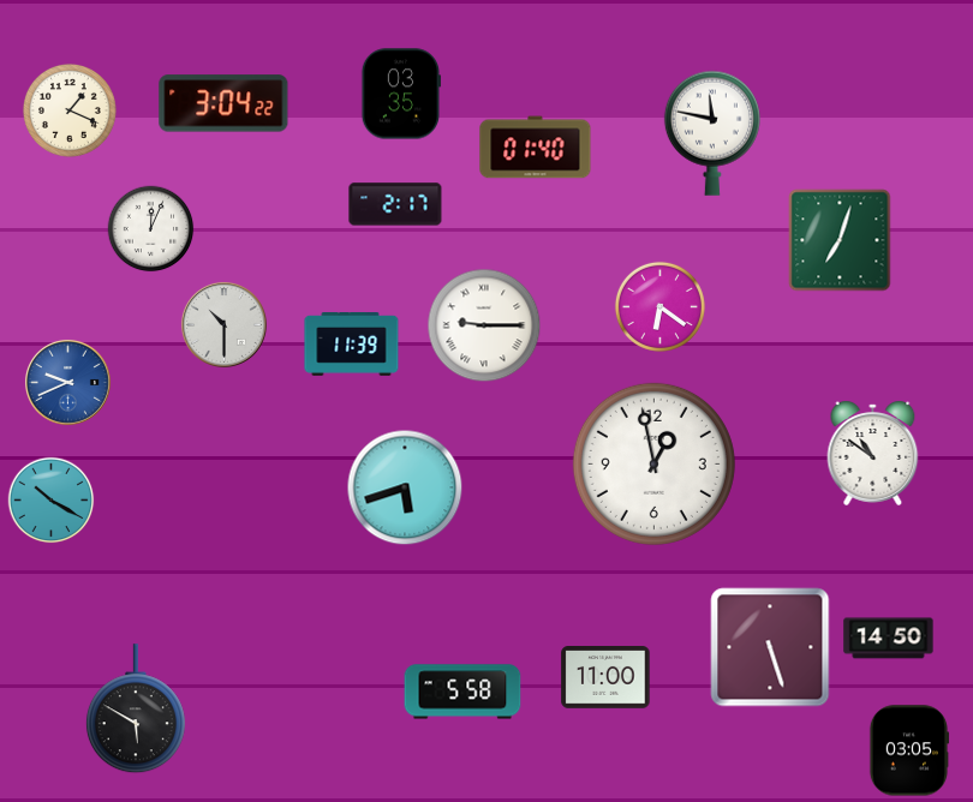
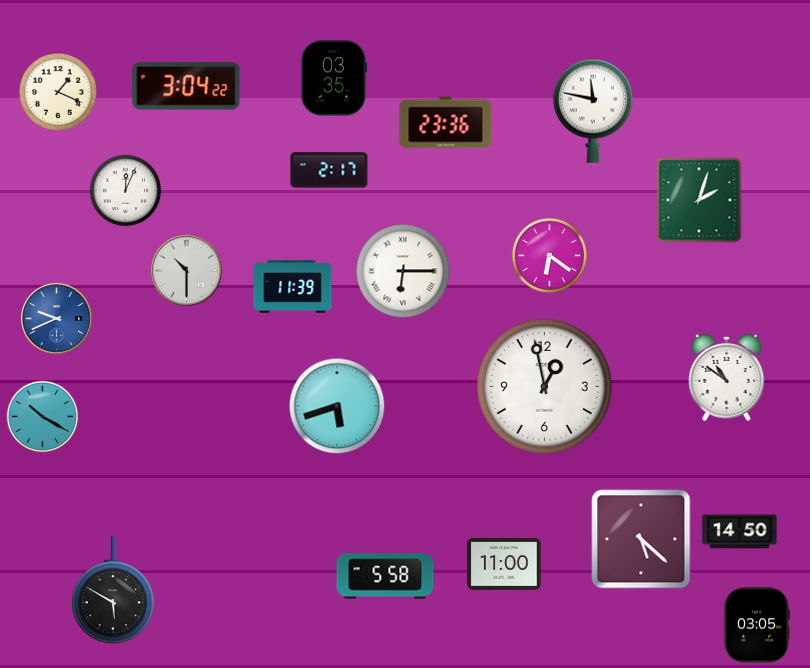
clock at (536, 148): 01:40 -> 23:36
clock at (840, 240): 7:03 -> 2:03
clock at (484, 325): 9:15 -> 6:15
clock at (770, 647): 5:27 -> 5:22
